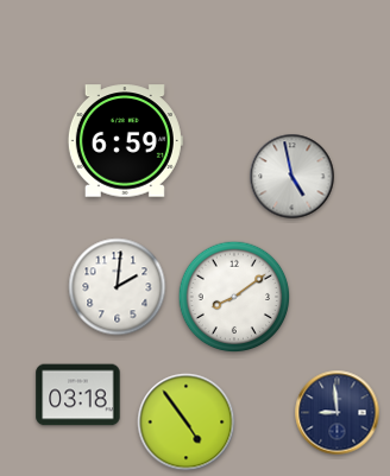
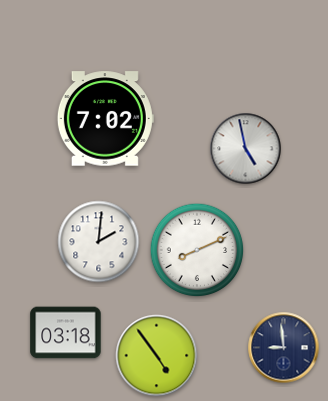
clock at (125, 141): 6:59 -> 7:02
clock at (234, 297): 8:09 -> 8:11
